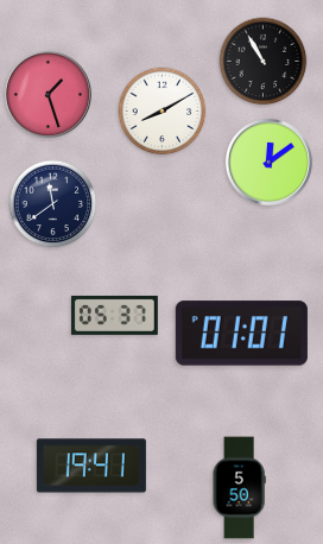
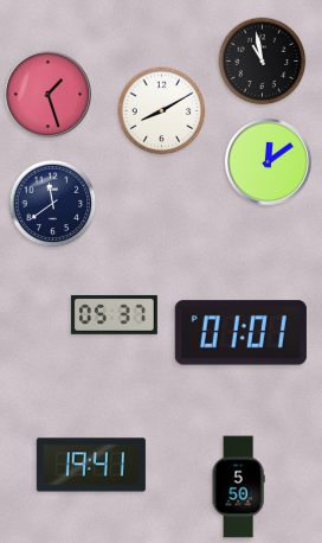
clock at (264, 62): 10:55 -> 10:58
